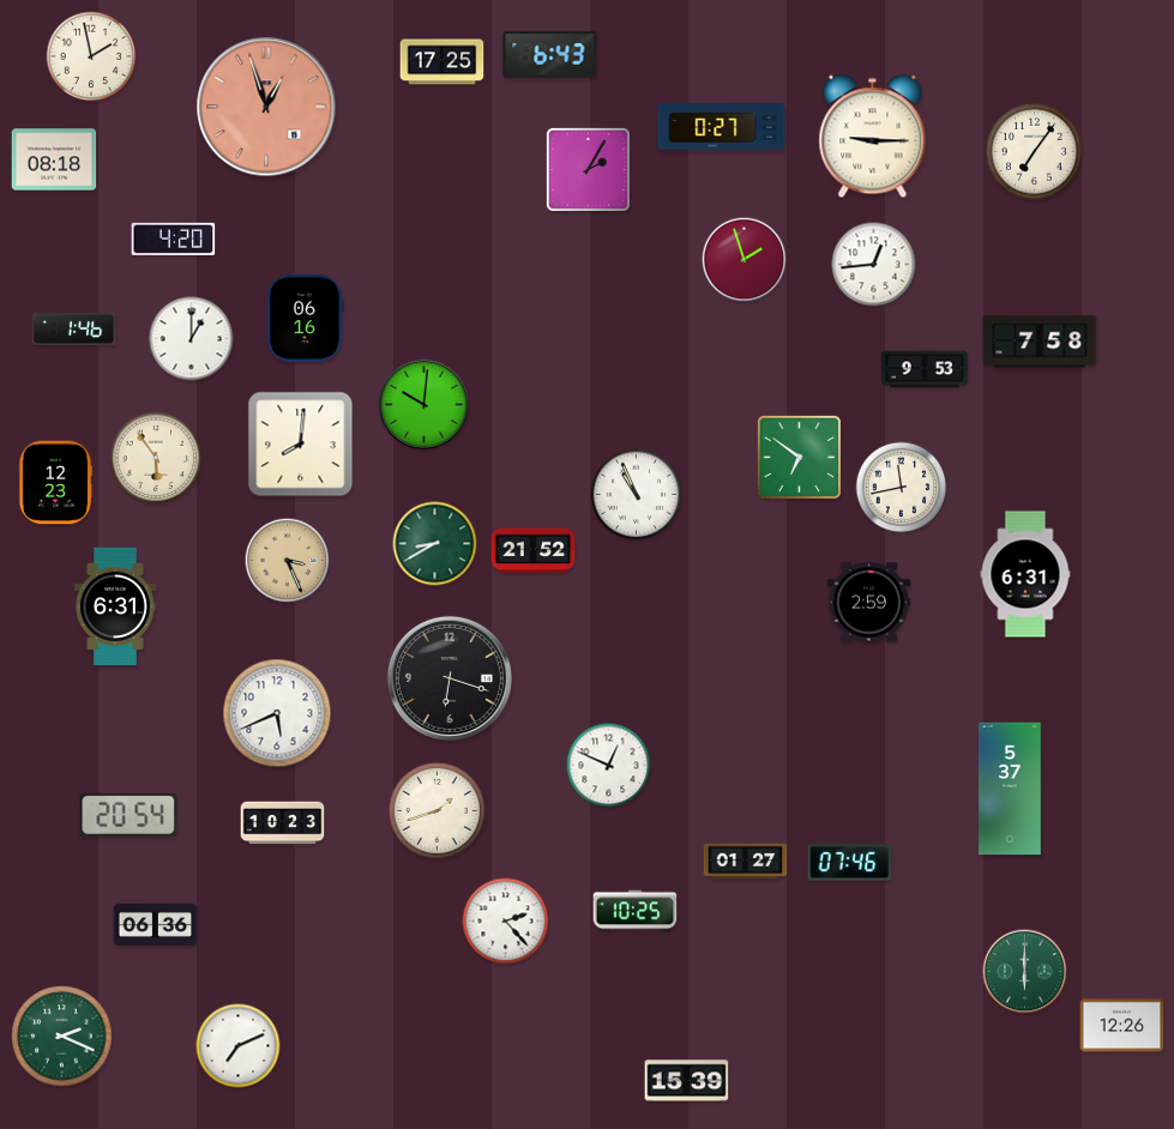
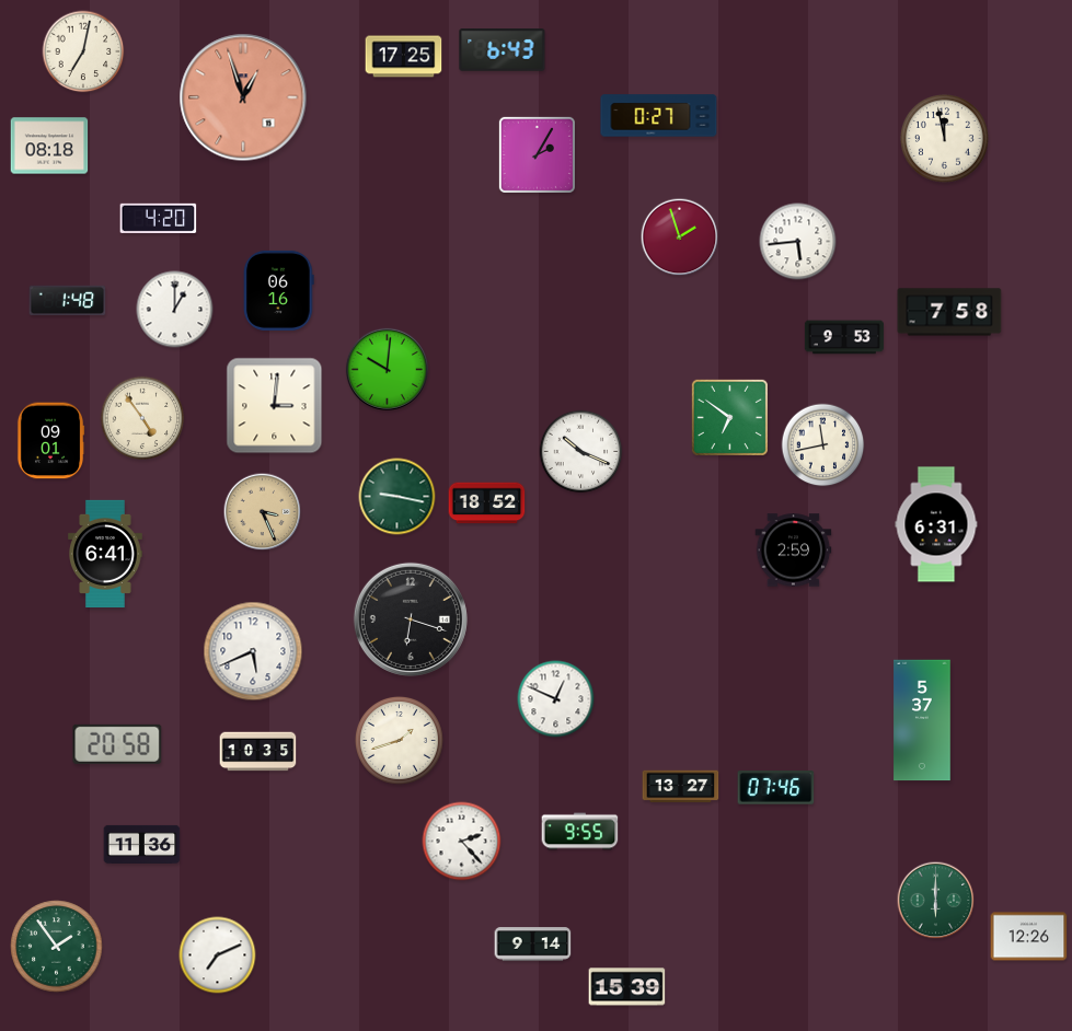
clock at (91, 56): 1:58 -> 7:02
clock at (873, 137): 9:15 -> none
clock at (1034, 151): 7:06 -> 11:58
clock at (874, 265): 12:44 -> 5:44
clock at (74, 330): 1:46 -> 1:48
clock at (301, 445): 8:01 -> 3:01
clock at (156, 458): 5:54 -> 4:54
clock at (55, 483): 12:23 -> 09:01
clock at (637, 495): 10:56 -> 10:19
clock at (435, 544): 8:40 -> 9:17
clock at (534, 551): 21:52 -> 18:52
clock at (115, 605): 6:31 -> 6:41
clock at (128, 815): 20:54 -> 20:58
clock at (283, 823): 10:23 -> 10:35
clock at (746, 862): 01:27 -> 13:27
clock at (636, 911): 10:25 -> 9:55
clock at (156, 924): 06:36 -> 11:36
clock at (1025, 972) position: (1025, 972) -> (936, 901)
clock at (1122, 1026) position: (1122, 1026) -> (1029, 937)
clock at (533, 945): none -> 9:14
clock at (62, 1037): 2:19 -> 1:54
